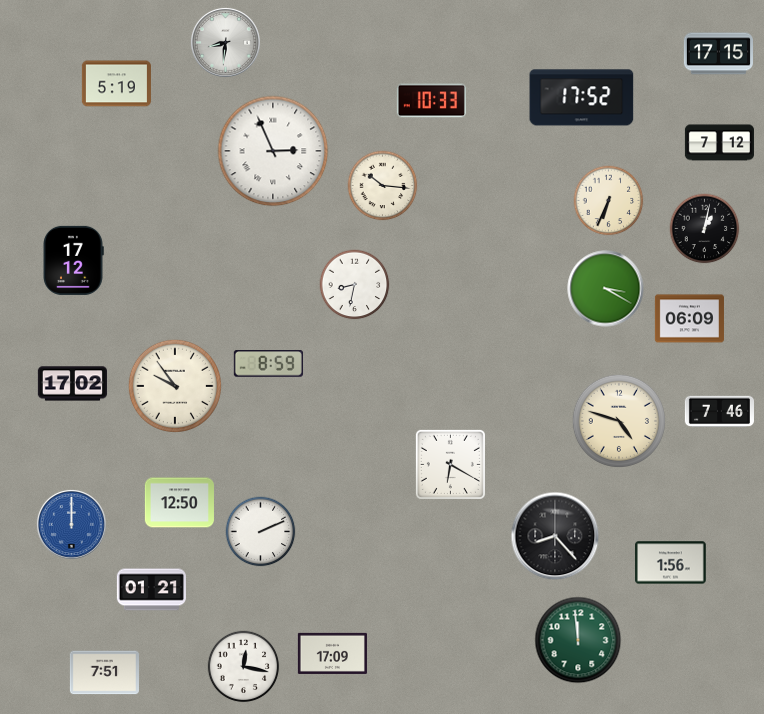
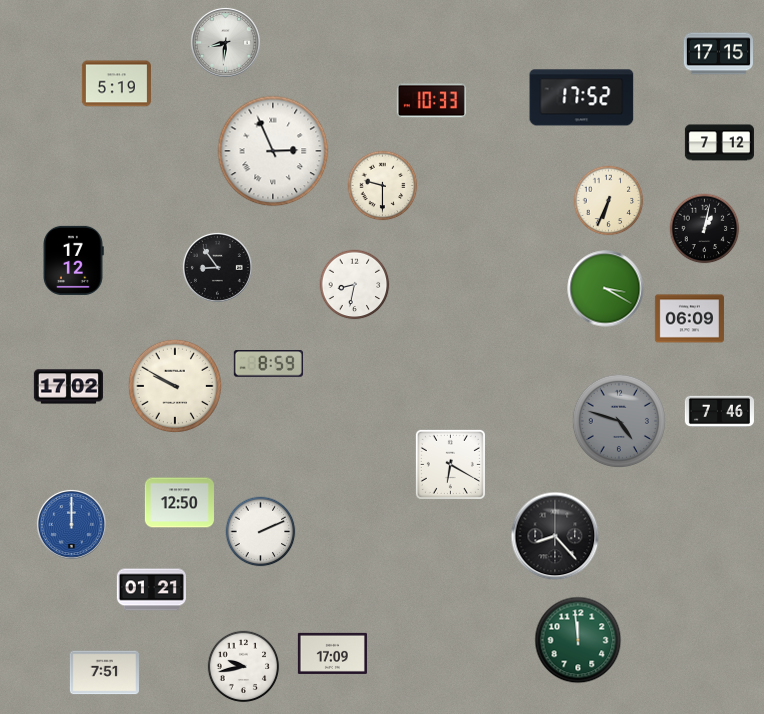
clock at (383, 186): 10:16 -> 9:30
clock at (217, 267): none -> 8:54
clock at (72, 384) position: (72, 384) -> (68, 387)
clock at (175, 386): 9:54 -> 9:50
clock at (619, 421) dial: cream -> grey
clock at (671, 563): 1:56 -> none
clock at (244, 667): 12:17 -> 9:43
